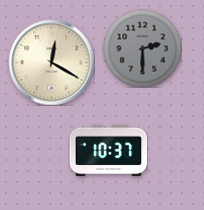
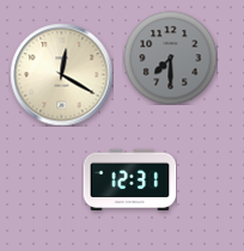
clock at (142, 48): 2:30 -> 7:30
clock at (108, 151): 10:37 -> 12:31
